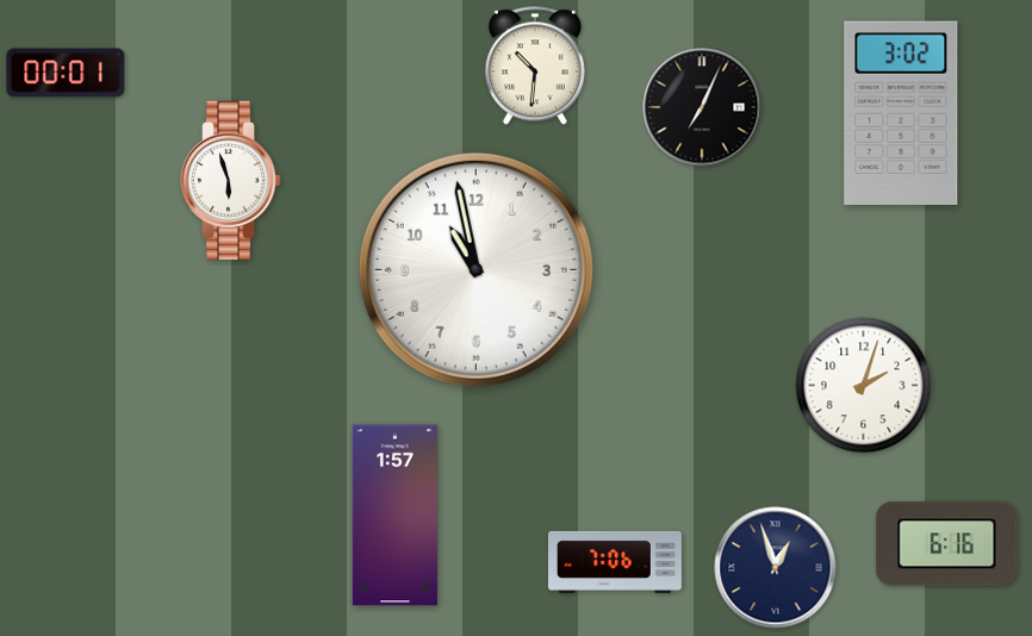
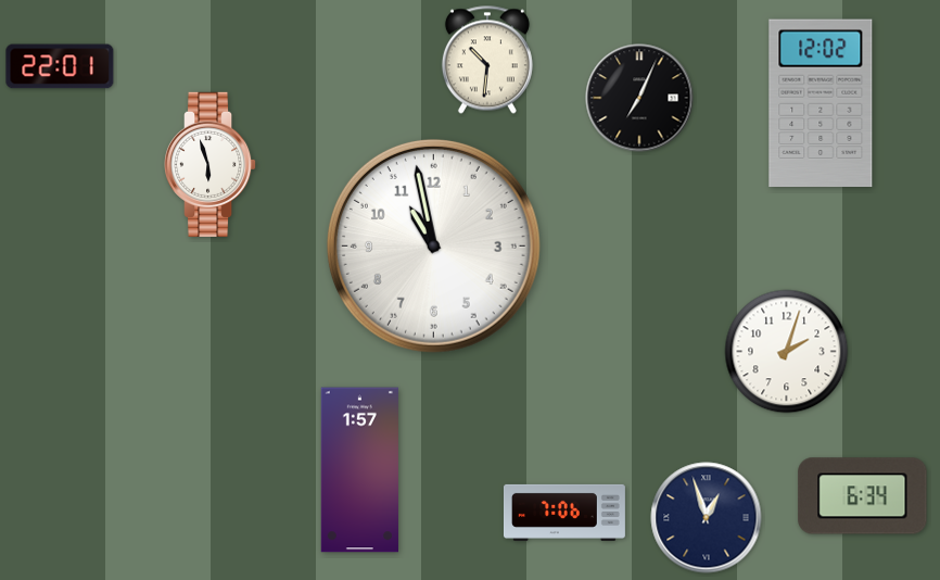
clock at (66, 73): 00:01 -> 22:01
clock at (901, 112): 3:02 -> 12:02
clock at (947, 544): 6:16 -> 6:34
clock at (615, 562) position: (615, 562) -> (564, 513)
